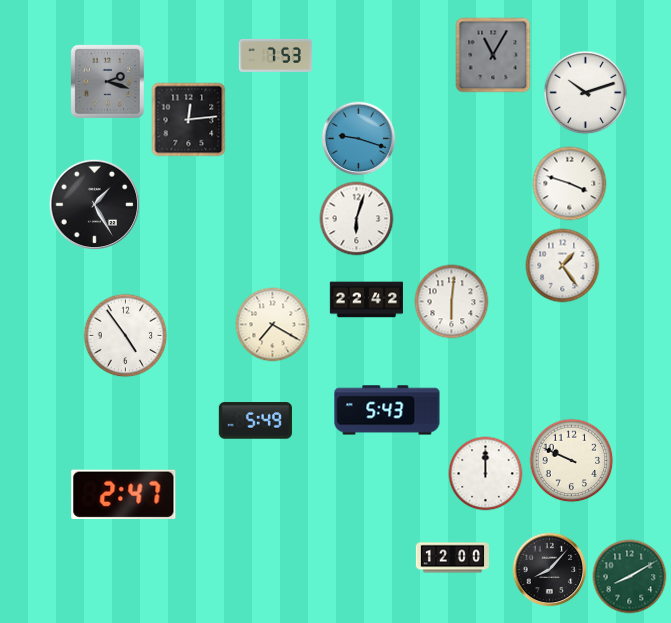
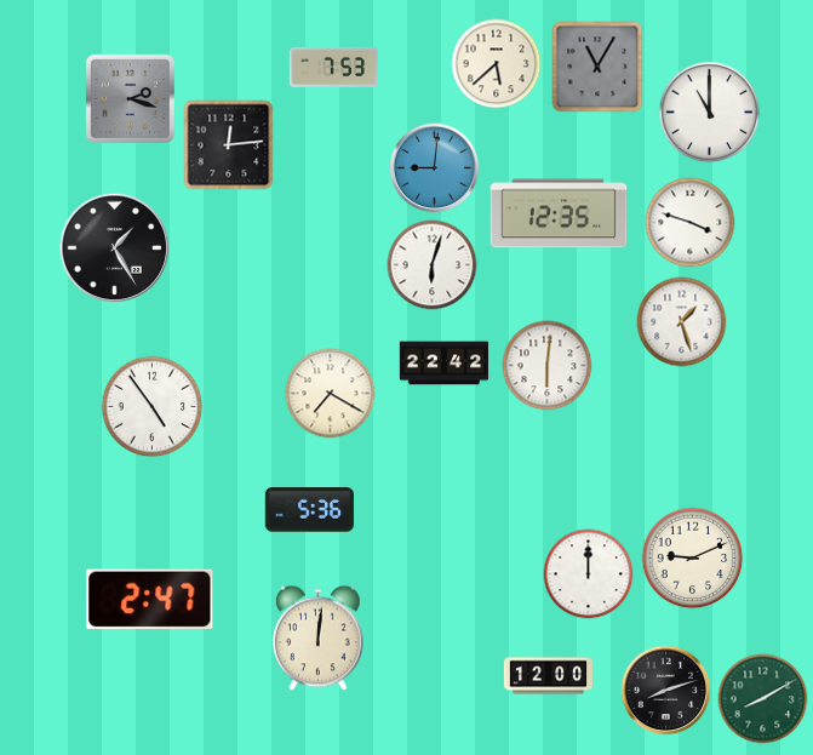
clock at (497, 64): none -> 5:38
clock at (586, 93): 10:12 -> 11:00
clock at (359, 139): 9:18 -> 9:01
clock at (559, 213): none -> 12:35
clock at (563, 266): 1:24 -> 1:27
clock at (387, 410): 5:43 -> none
clock at (255, 421): 5:49 -> 5:36
clock at (572, 461): 9:49 -> 9:11
clock at (319, 639): none -> 12:01
clock at (550, 570): 8:07 -> 8:12
